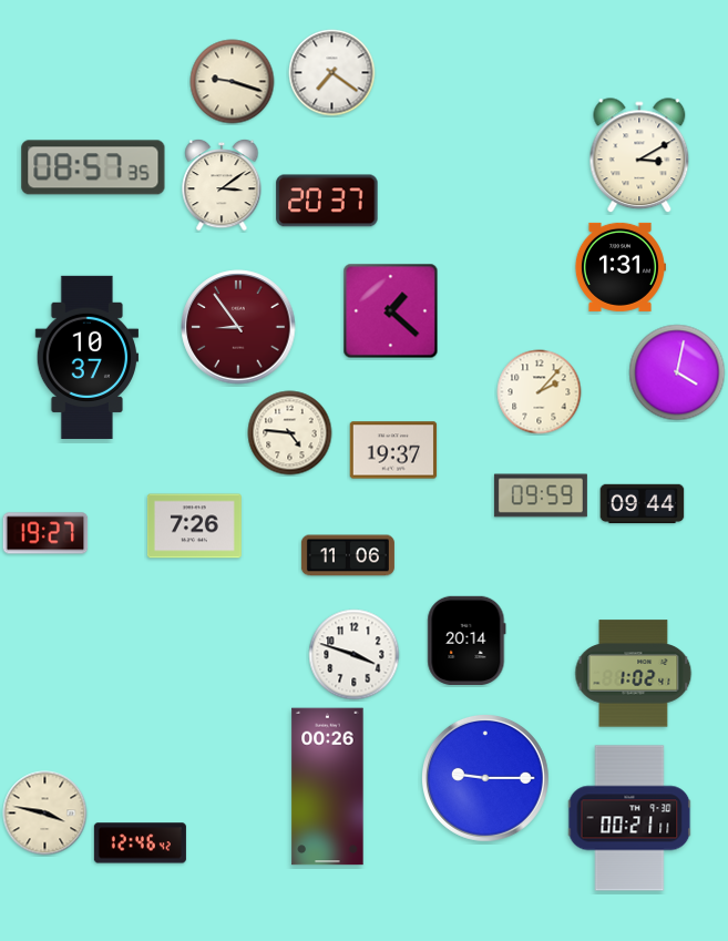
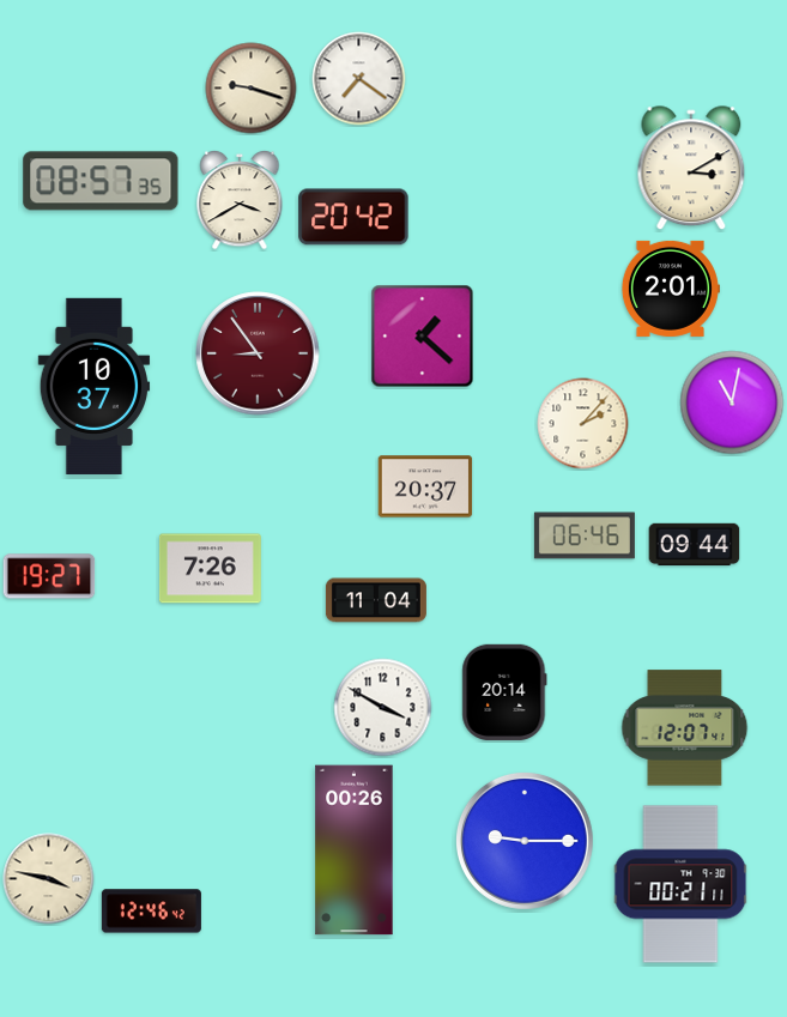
clock at (222, 185): 3:09 -> 3:40
clock at (327, 201): 20:37 -> 20:42
clock at (619, 267): 1:31 -> 2:01
clock at (677, 372): 4:02 -> 11:02
clock at (290, 433): 4:46 -> none
clock at (393, 450): 19:37 -> 20:37
clock at (541, 495): 09:59 -> 06:46
clock at (348, 555): 11:06 -> 11:04
clock at (355, 655): 3:48 -> 3:50
clock at (634, 674): 1:02 -> 12:07
